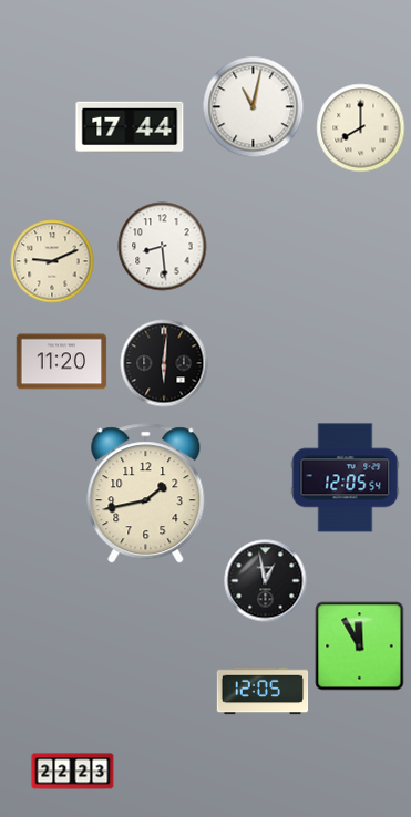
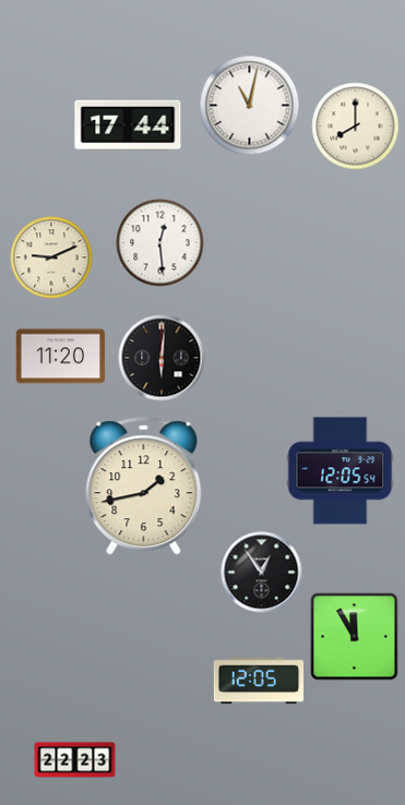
clock at (163, 247): 8:29 -> 12:29
clock at (266, 581): 12:58 -> 12:54
clock at (73, 772) position: (73, 772) -> (75, 760)
